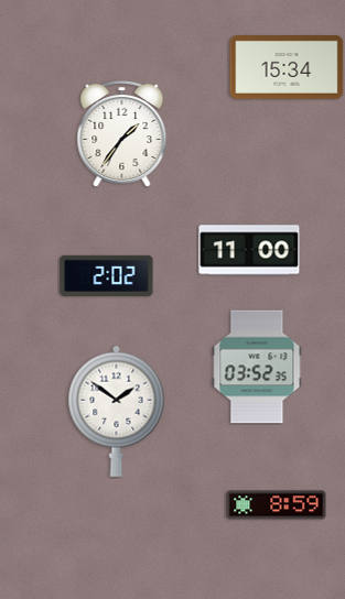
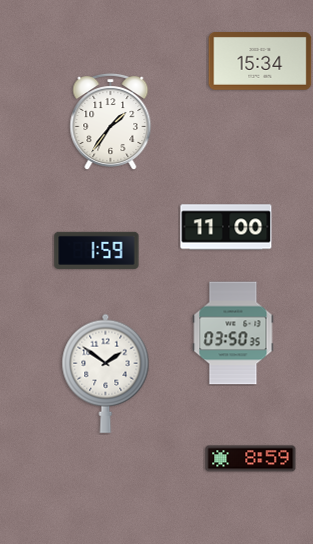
clock at (107, 275): 2:02 -> 1:59
clock at (257, 367): 03:52 -> 03:50
